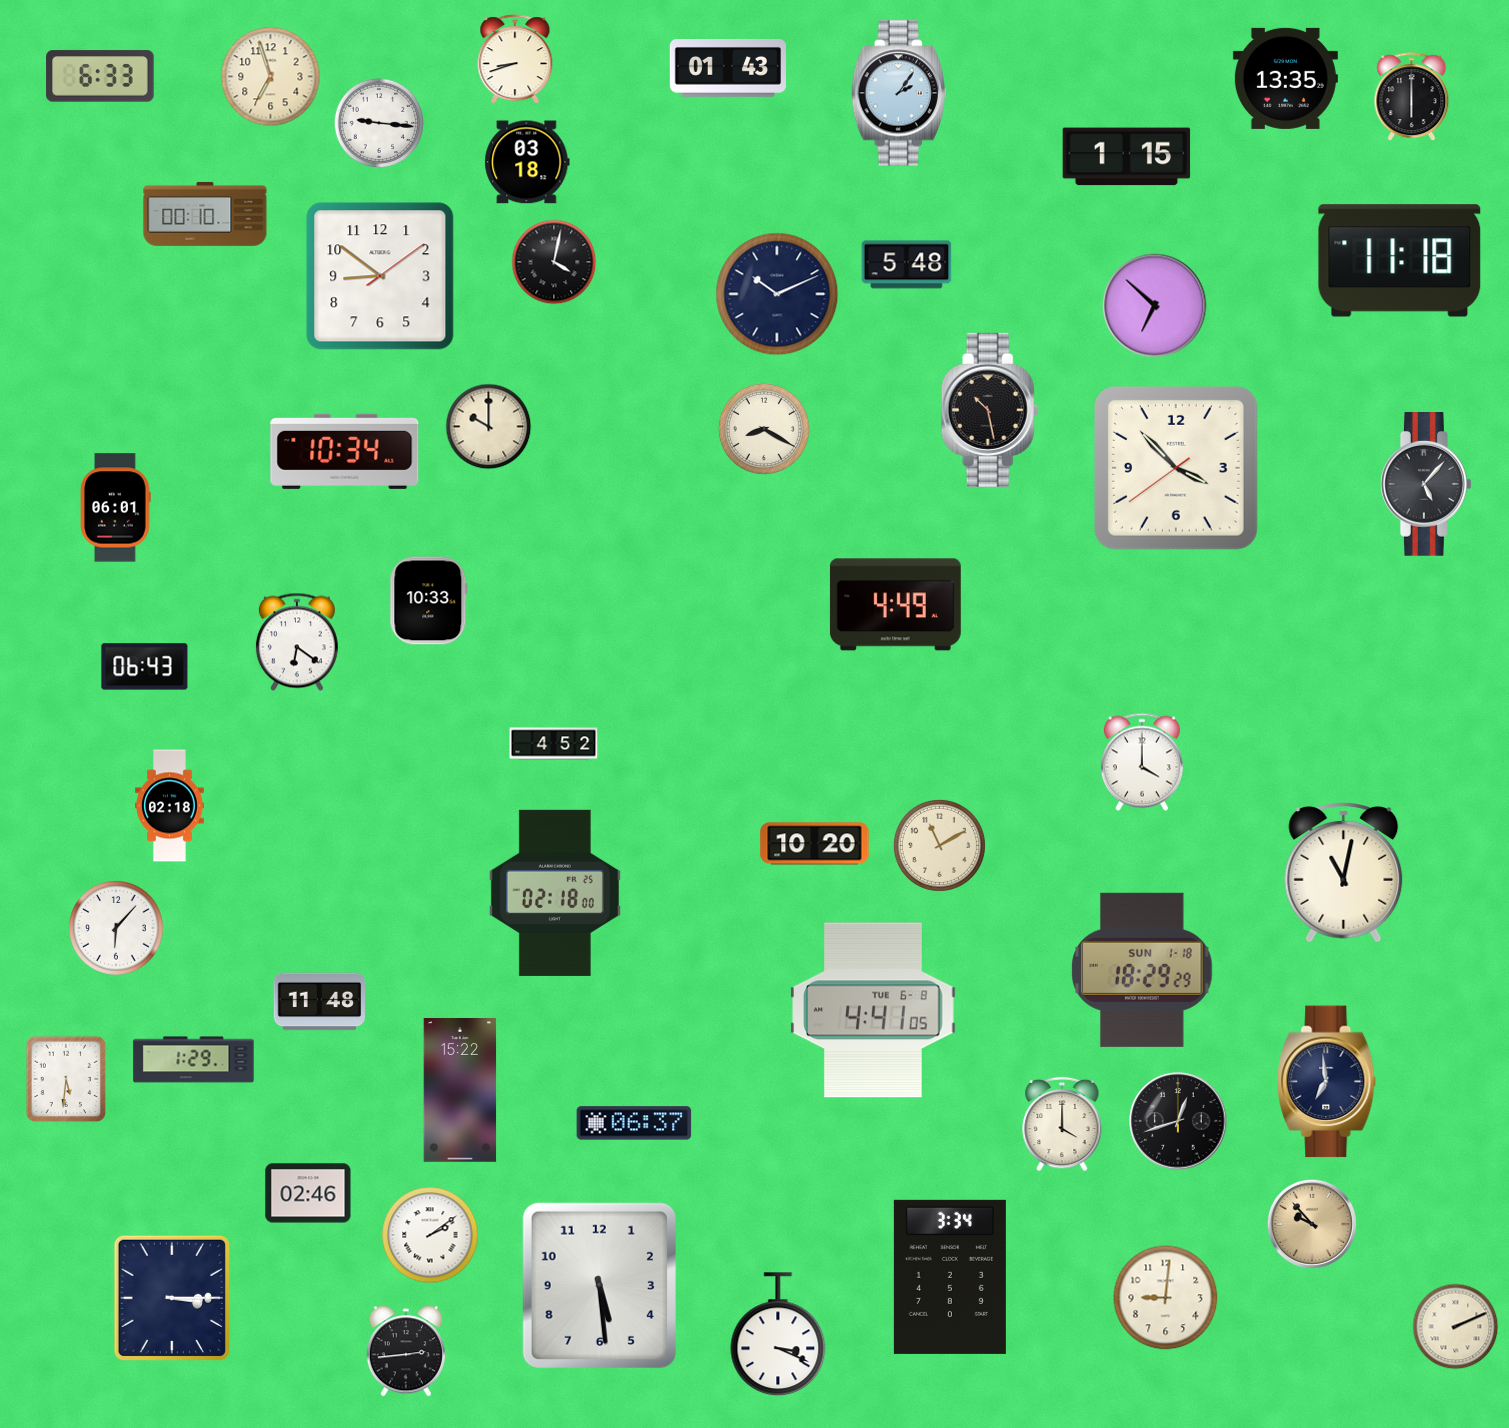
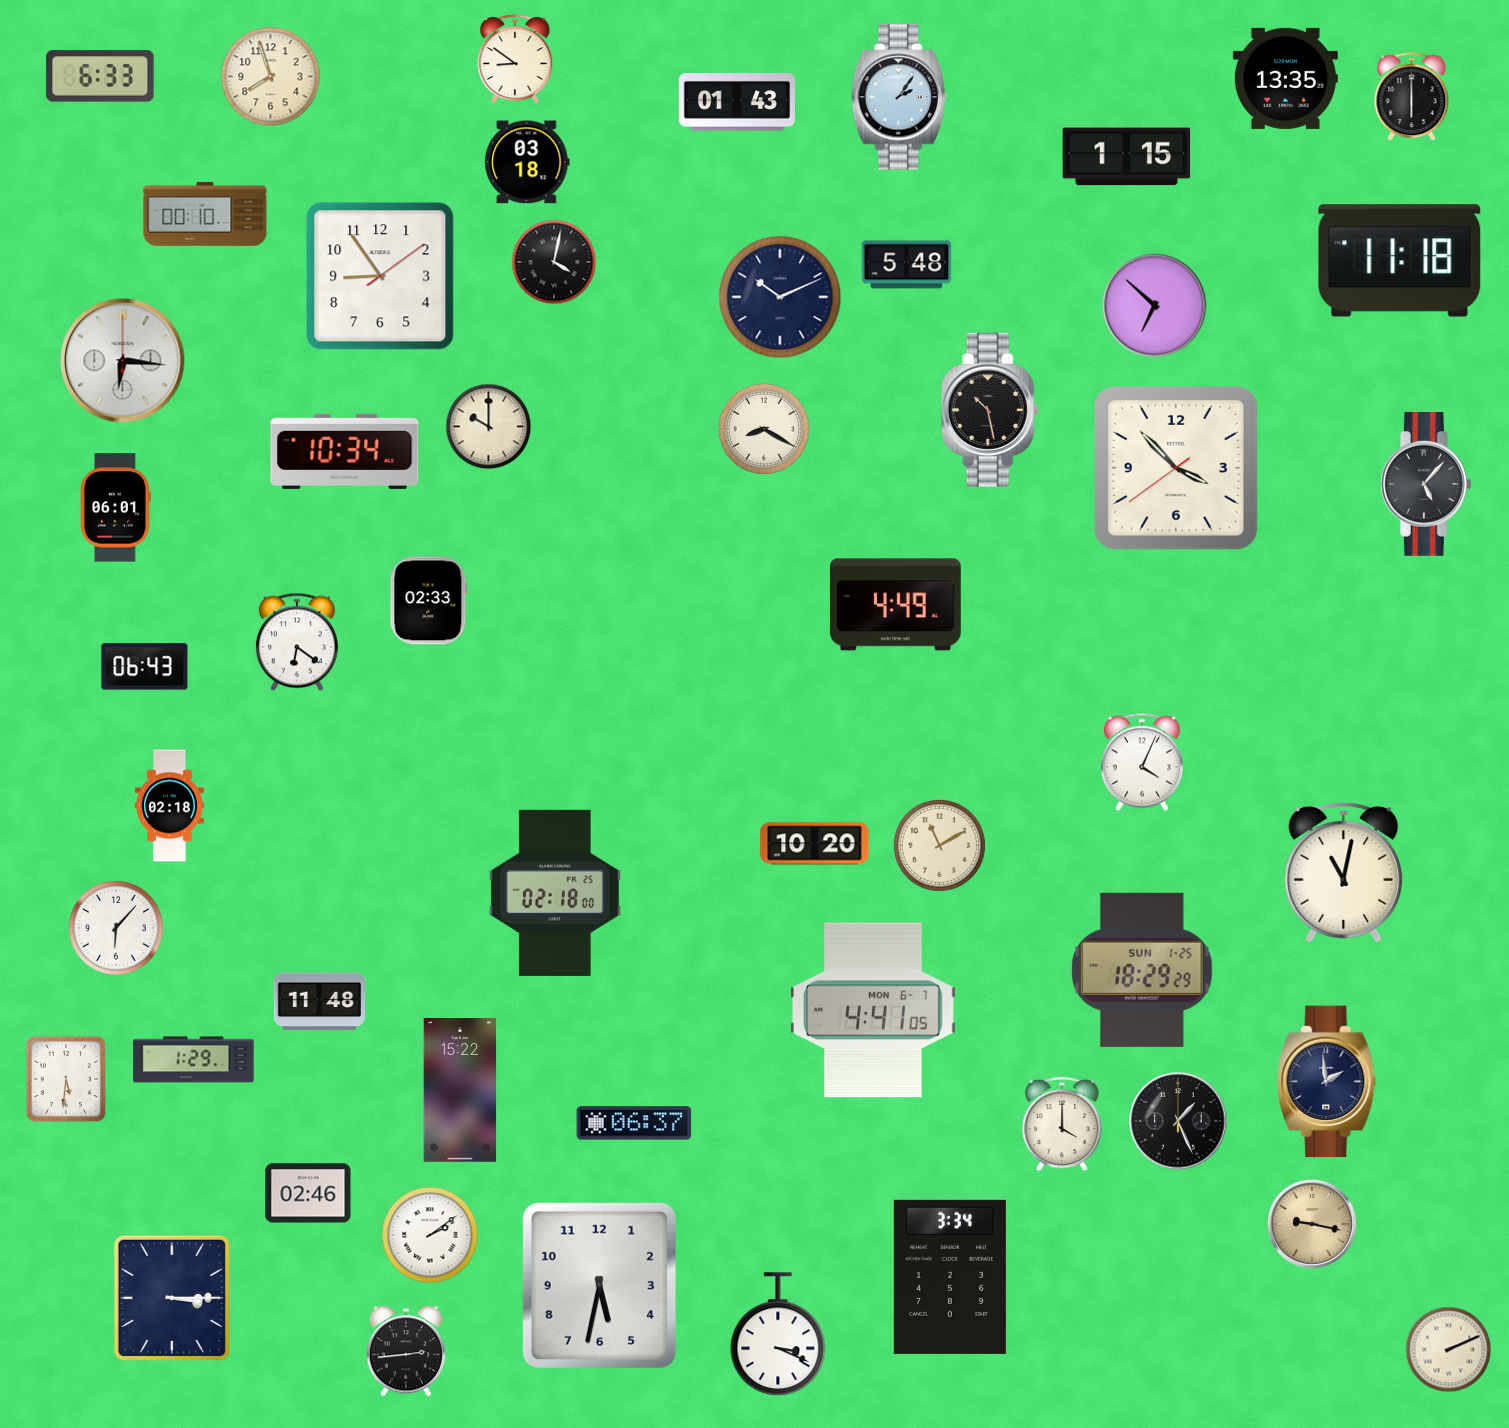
clock at (515, 60): 8:42 -> 8:51
clock at (727, 69) position: (727, 69) -> (736, 103)
clock at (271, 77): 6:57 -> 7:57
clock at (899, 93) position: (899, 93) -> (899, 97)
clock at (378, 122): 9:16 -> none
clock at (380, 276): 8:51 -> 8:54
clock at (777, 294) position: (777, 294) -> (780, 297)
clock at (123, 361): none -> 6:16
clock at (429, 601): 10:33 -> 02:33
clock at (554, 744): 4:52 -> none
clock at (1142, 762): 4:00 -> 4:04
clock at (1142, 970) date: SUN 1-18 -> SUN 1-25
clock at (873, 1010) date: TUE 6-8 -> MON 6-7
clock at (1327, 1082): 6:59 -> 1:59
clock at (1178, 1121): 12:42 -> 1:26
clock at (1312, 1224): 9:53 -> 9:17
clock at (599, 1285): 5:29 -> 5:32
clock at (1166, 1298): 9:01 -> none
clock at (1456, 1327) position: (1456, 1327) -> (1449, 1350)
